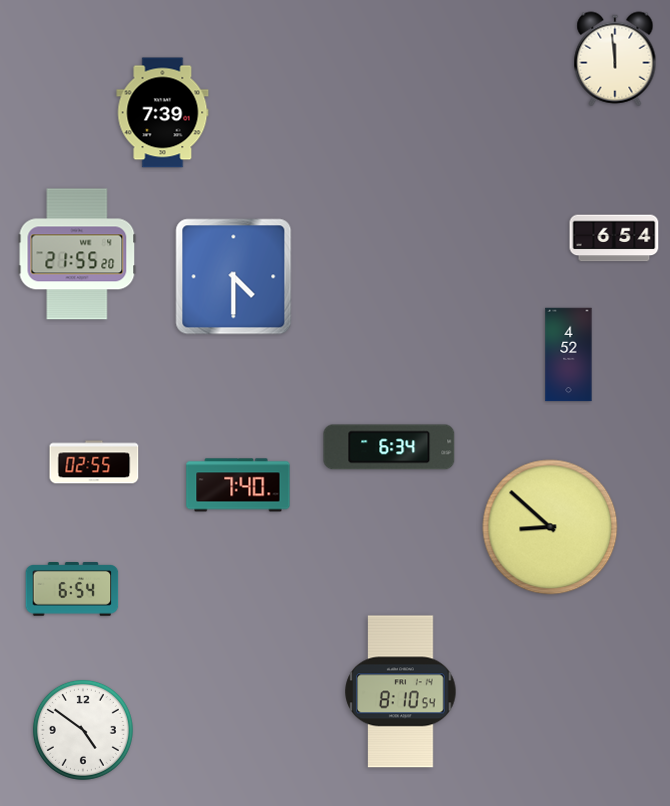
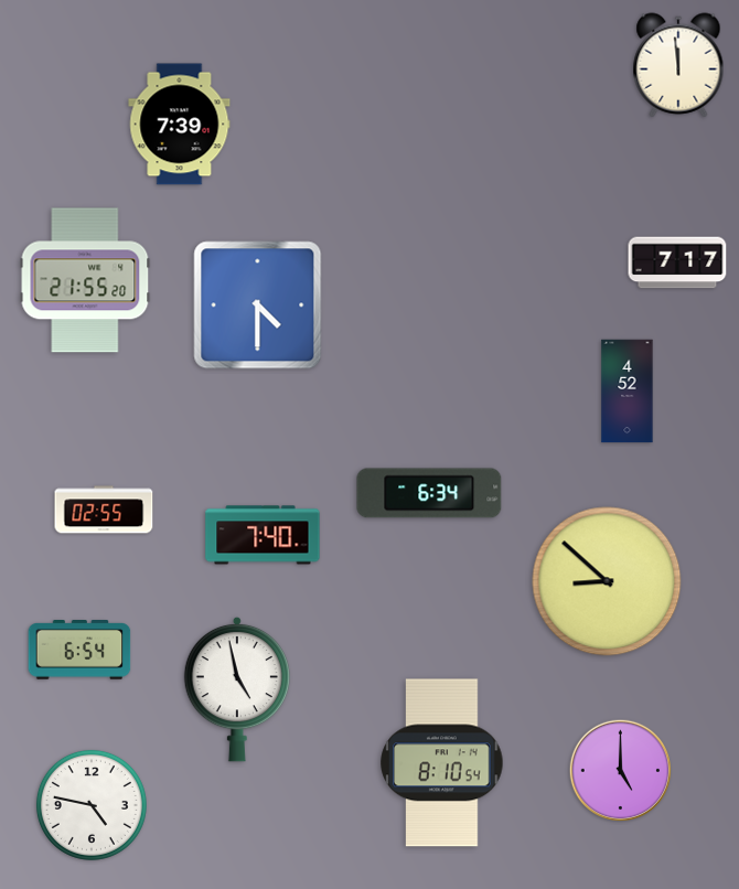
clock at (614, 238): 6:54 -> 7:17
clock at (236, 689): none -> 4:58
clock at (621, 770): none -> 5:00
clock at (83, 730): 4:51 -> 4:47
